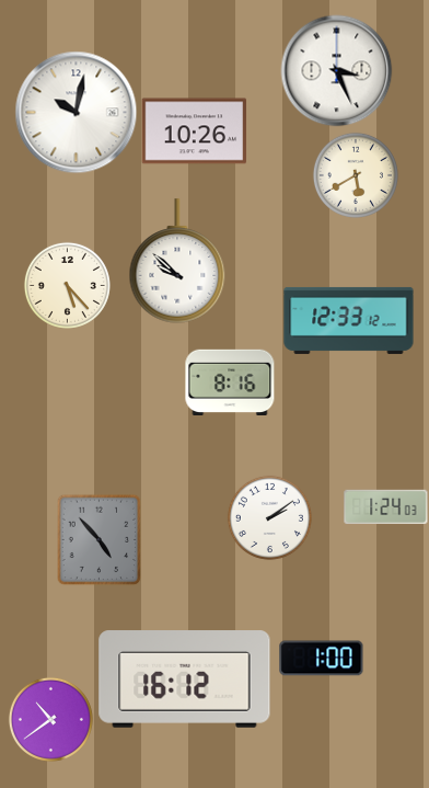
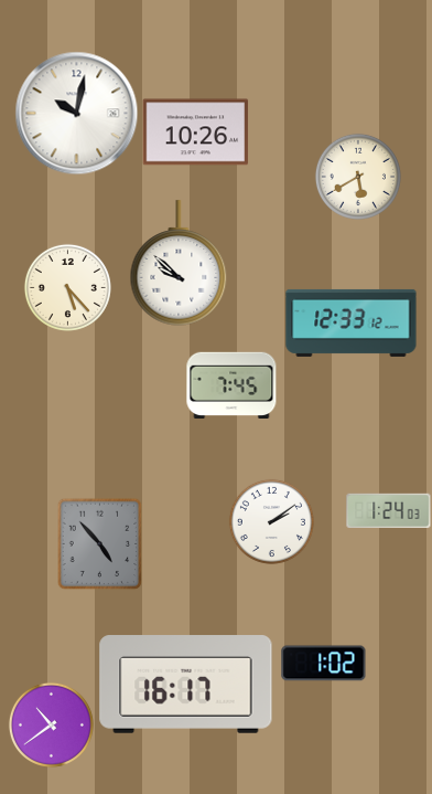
clock at (337, 71): 3:26 -> none
clock at (230, 381): 8:16 -> 7:45
clock at (322, 659): 1:00 -> 1:02
clock at (185, 679): 16:12 -> 16:17
